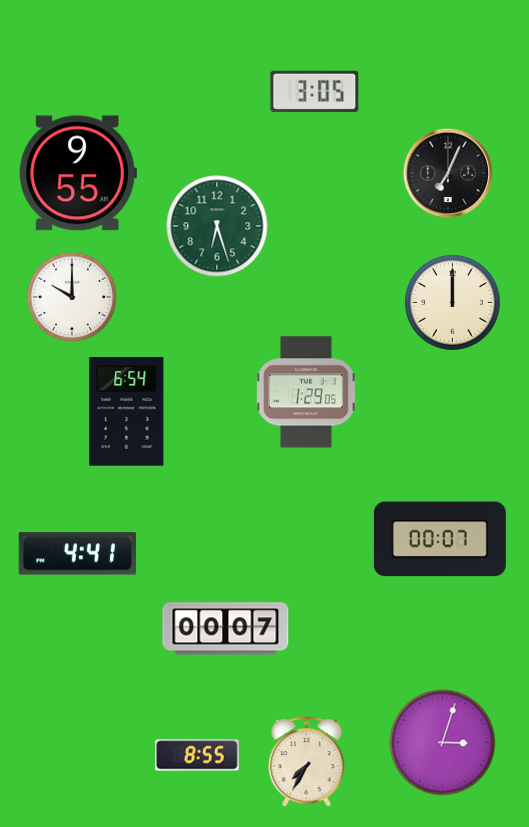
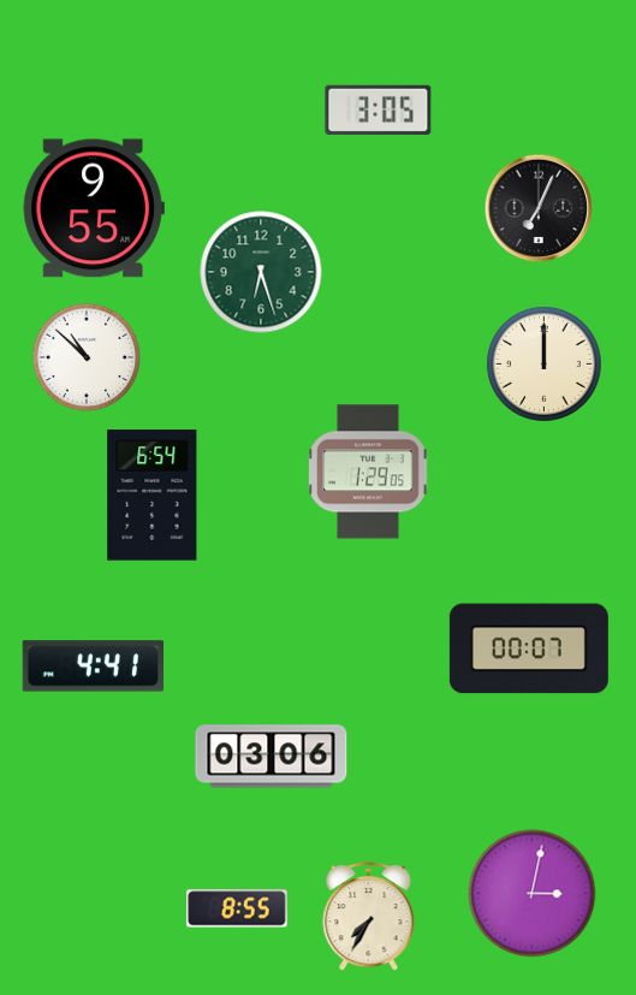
clock at (72, 297): 10:00 -> 10:52
clock at (226, 629): 00:07 -> 03:06
clock at (443, 743): 3:03 -> 3:02
